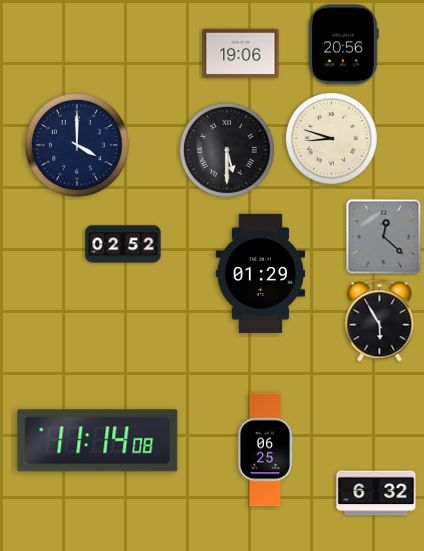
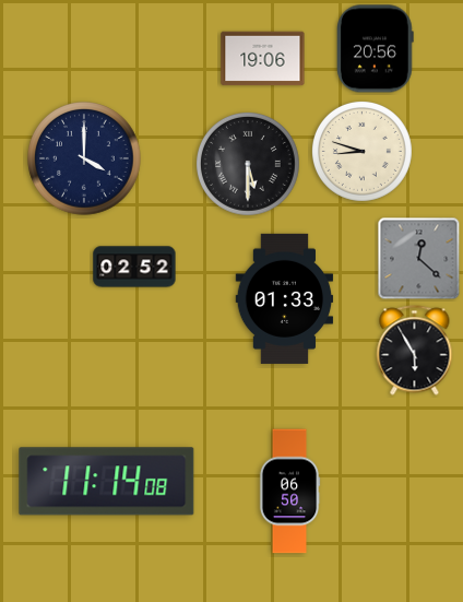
clock at (261, 273): 01:29 -> 01:33
clock at (265, 450): 06:25 -> 06:50
clock at (376, 493): 6:32 -> none
